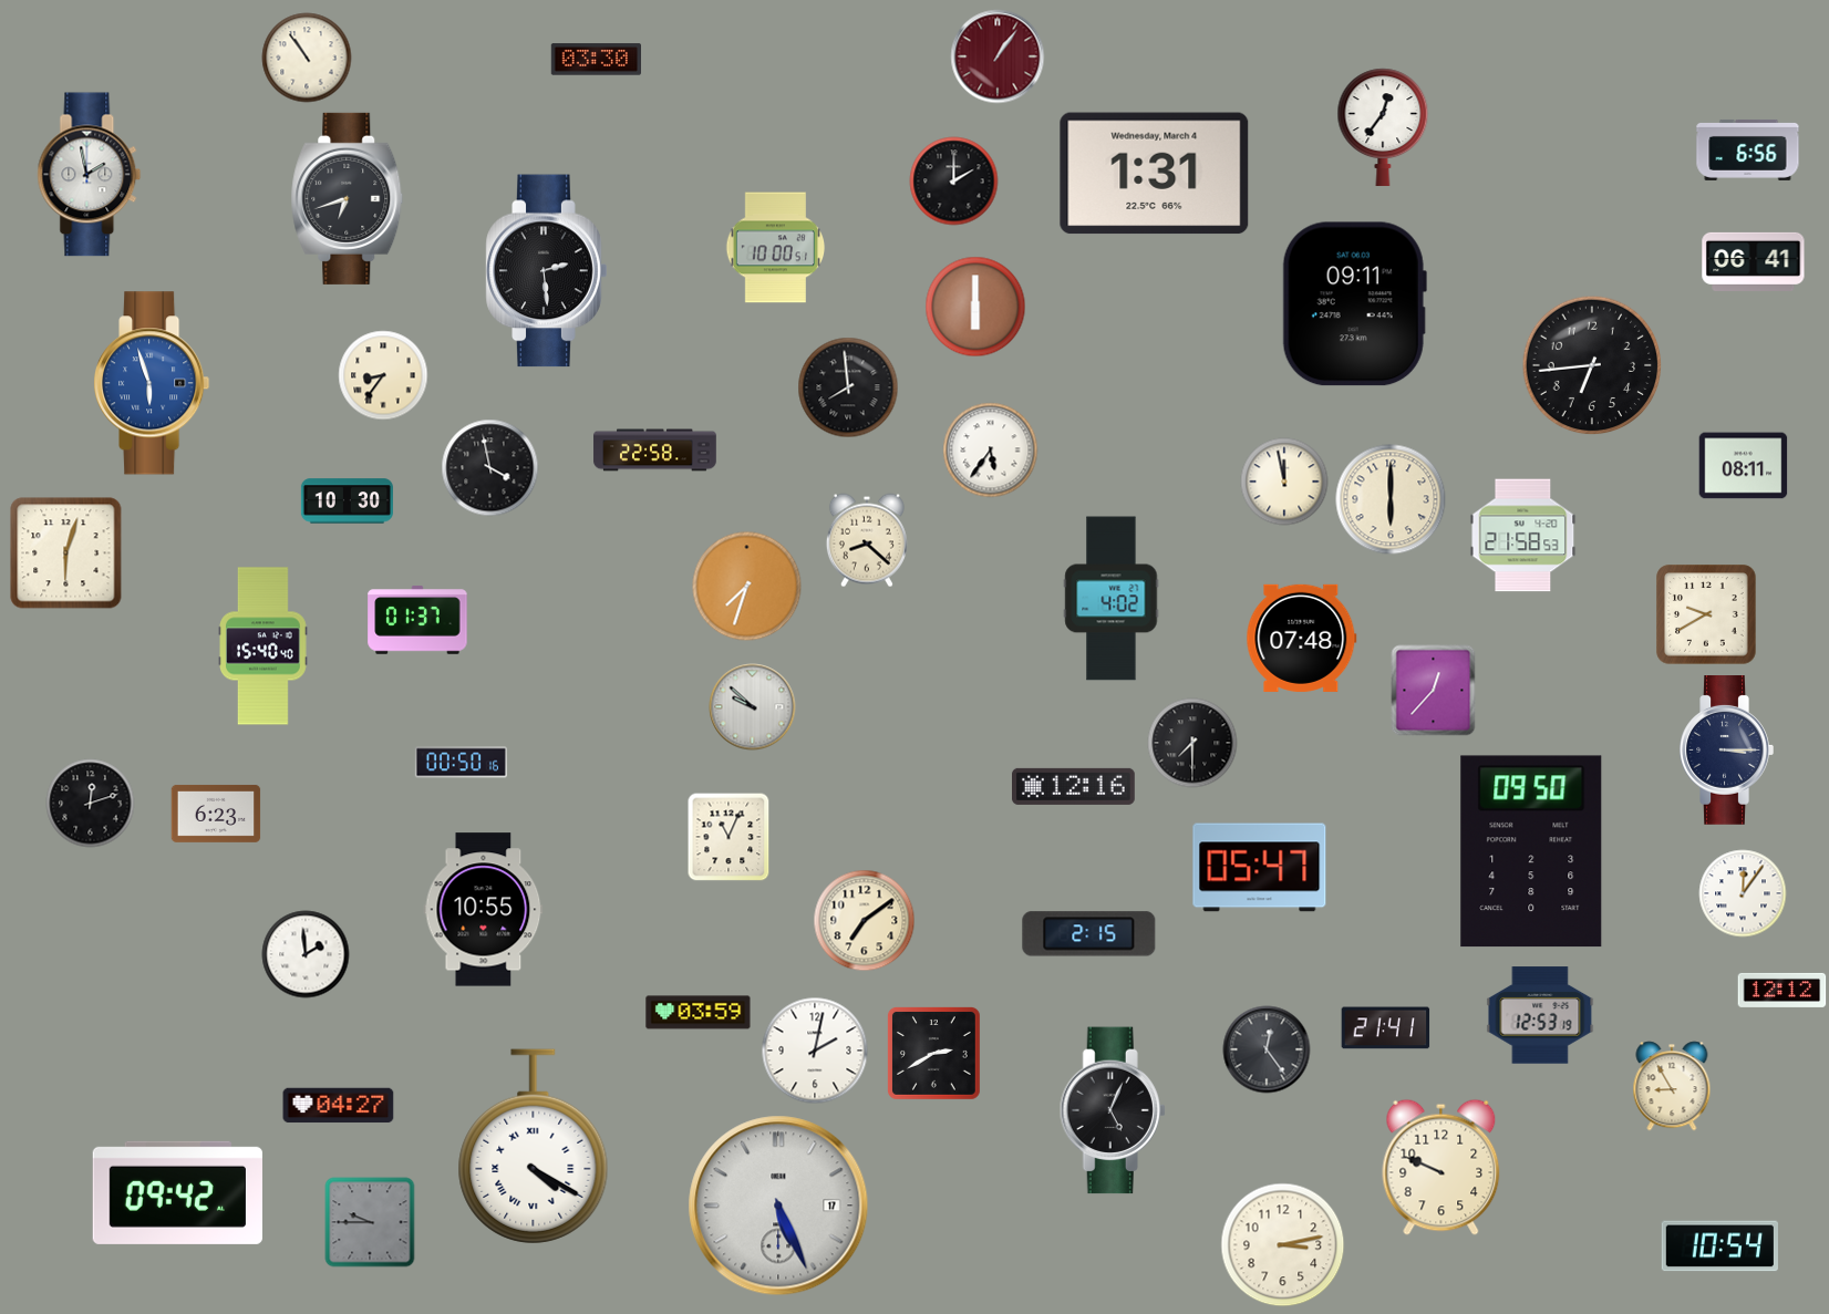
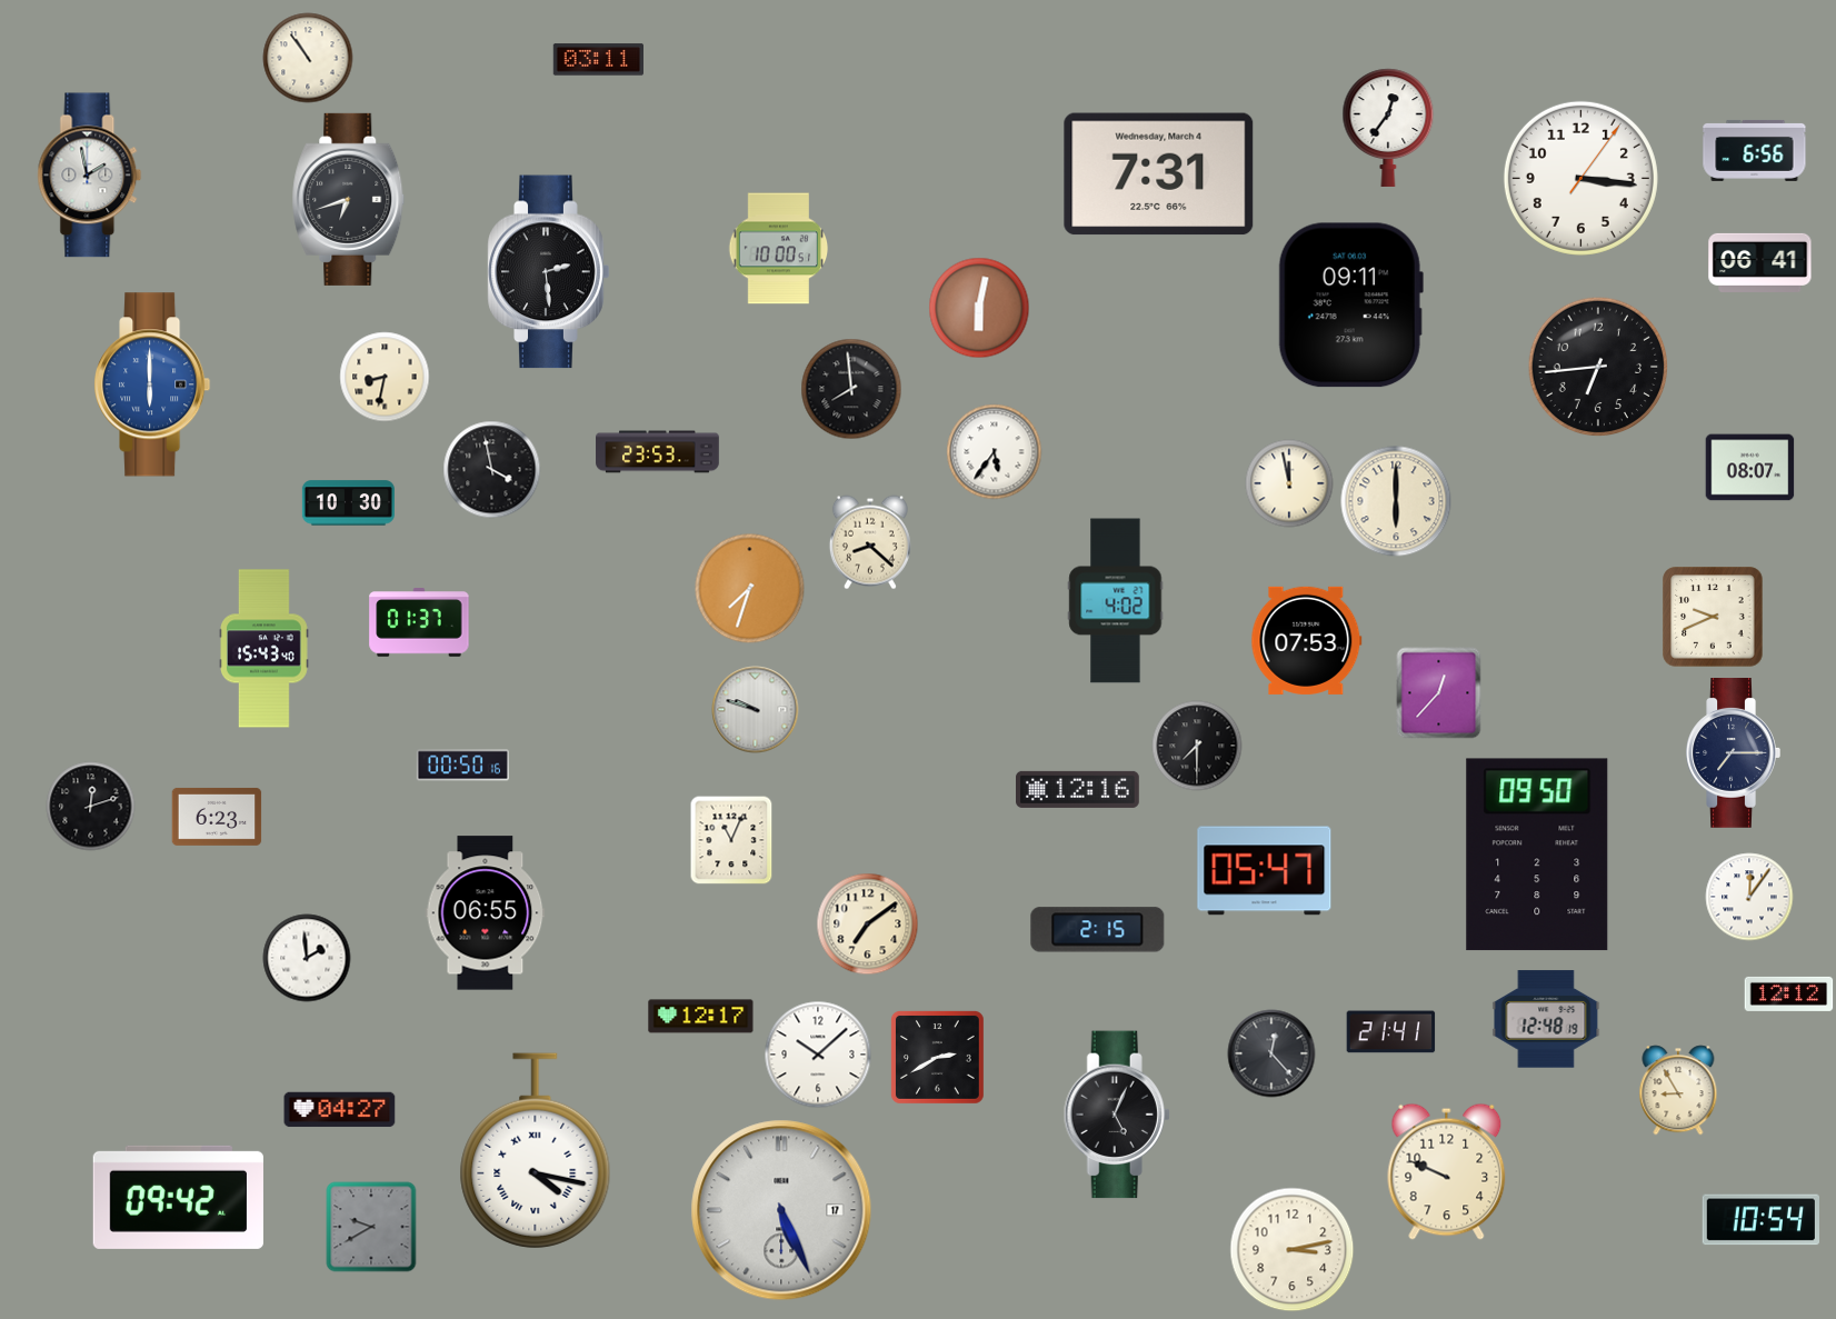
clock at (998, 56): 1:06 -> none
clock at (597, 60): 03:30 -> 03:11
clock at (1155, 174): 1:31 -> 7:31
clock at (1580, 178): none -> 3:16
clock at (954, 182): 2:00 -> none
clock at (1354, 304) position: (1354, 304) -> (1350, 306)
clock at (975, 307): 6:00 -> 6:02
clock at (383, 375): 8:36 -> 8:32
clock at (153, 383): 5:57 -> 6:00
clock at (655, 451): 22:58 -> 23:53
clock at (1744, 466): 08:11 -> 08:07
clock at (1523, 536): 21:58 -> none
clock at (66, 553): 6:03 -> none
clock at (1706, 614): 9:40 -> 9:41
clock at (1302, 638): 07:48 -> 07:53
clock at (263, 646): 15:40 -> 15:43
clock at (753, 707): 9:52 -> 9:48
clock at (1726, 751): 3:15 -> 7:15
clock at (484, 910): 10:55 -> 06:55
clock at (1089, 934) position: (1089, 934) -> (1098, 930)
clock at (699, 1013): 03:59 -> 12:17
clock at (1540, 1015): 12:53 -> 12:48
clock at (1267, 1049): 12:24 -> 12:23
clock at (815, 1051): 2:02 -> 10:08
clock at (534, 1147): 4:20 -> 4:17
clock at (370, 1222): 9:45 -> 9:40
clock at (1283, 1245) position: (1283, 1245) -> (1293, 1250)
clock at (1719, 1246) position: (1719, 1246) -> (1760, 1220)
